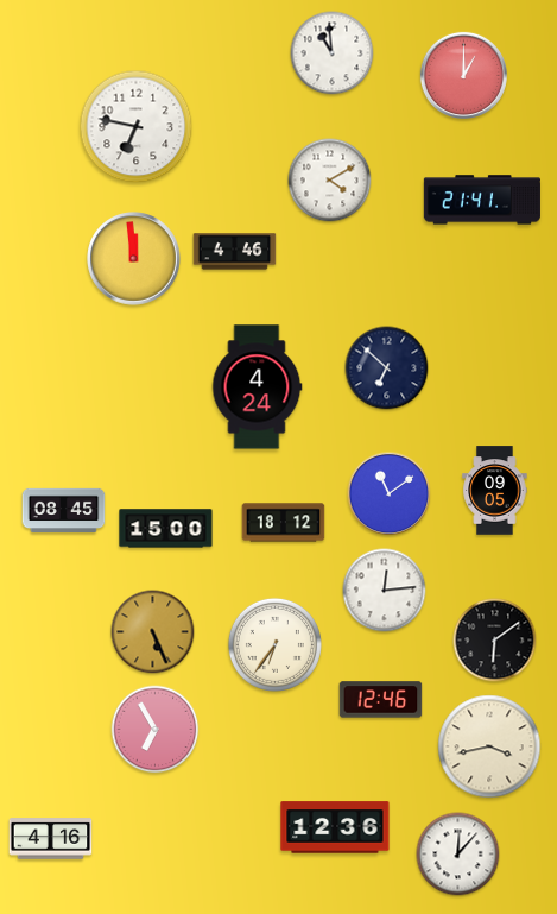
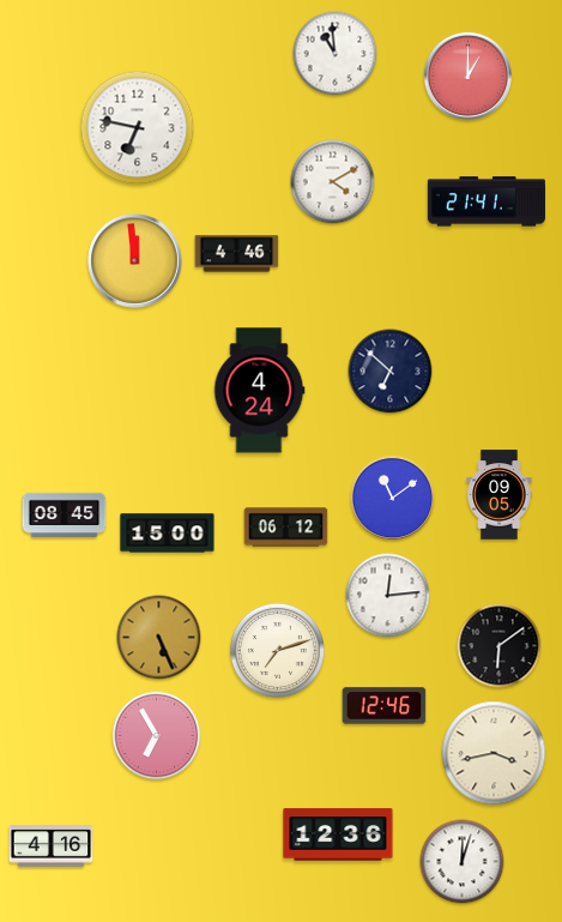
clock at (284, 523): 18:12 -> 06:12
clock at (153, 632) position: (153, 632) -> (159, 638)
clock at (274, 644): 6:36 -> 7:12
clock at (458, 855): 12:07 -> 12:03
